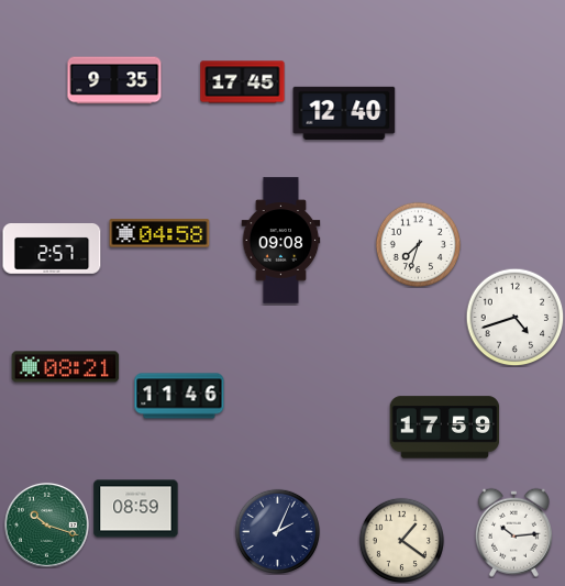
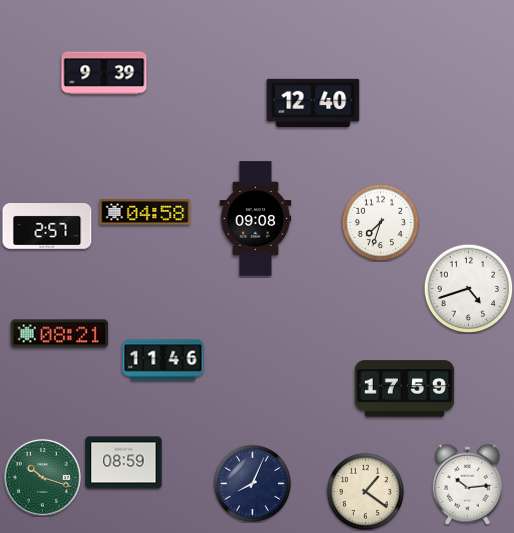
clock at (114, 80): 9:35 -> 9:39
clock at (243, 82): 17:45 -> none
clock at (277, 531): 2:04 -> 8:04
